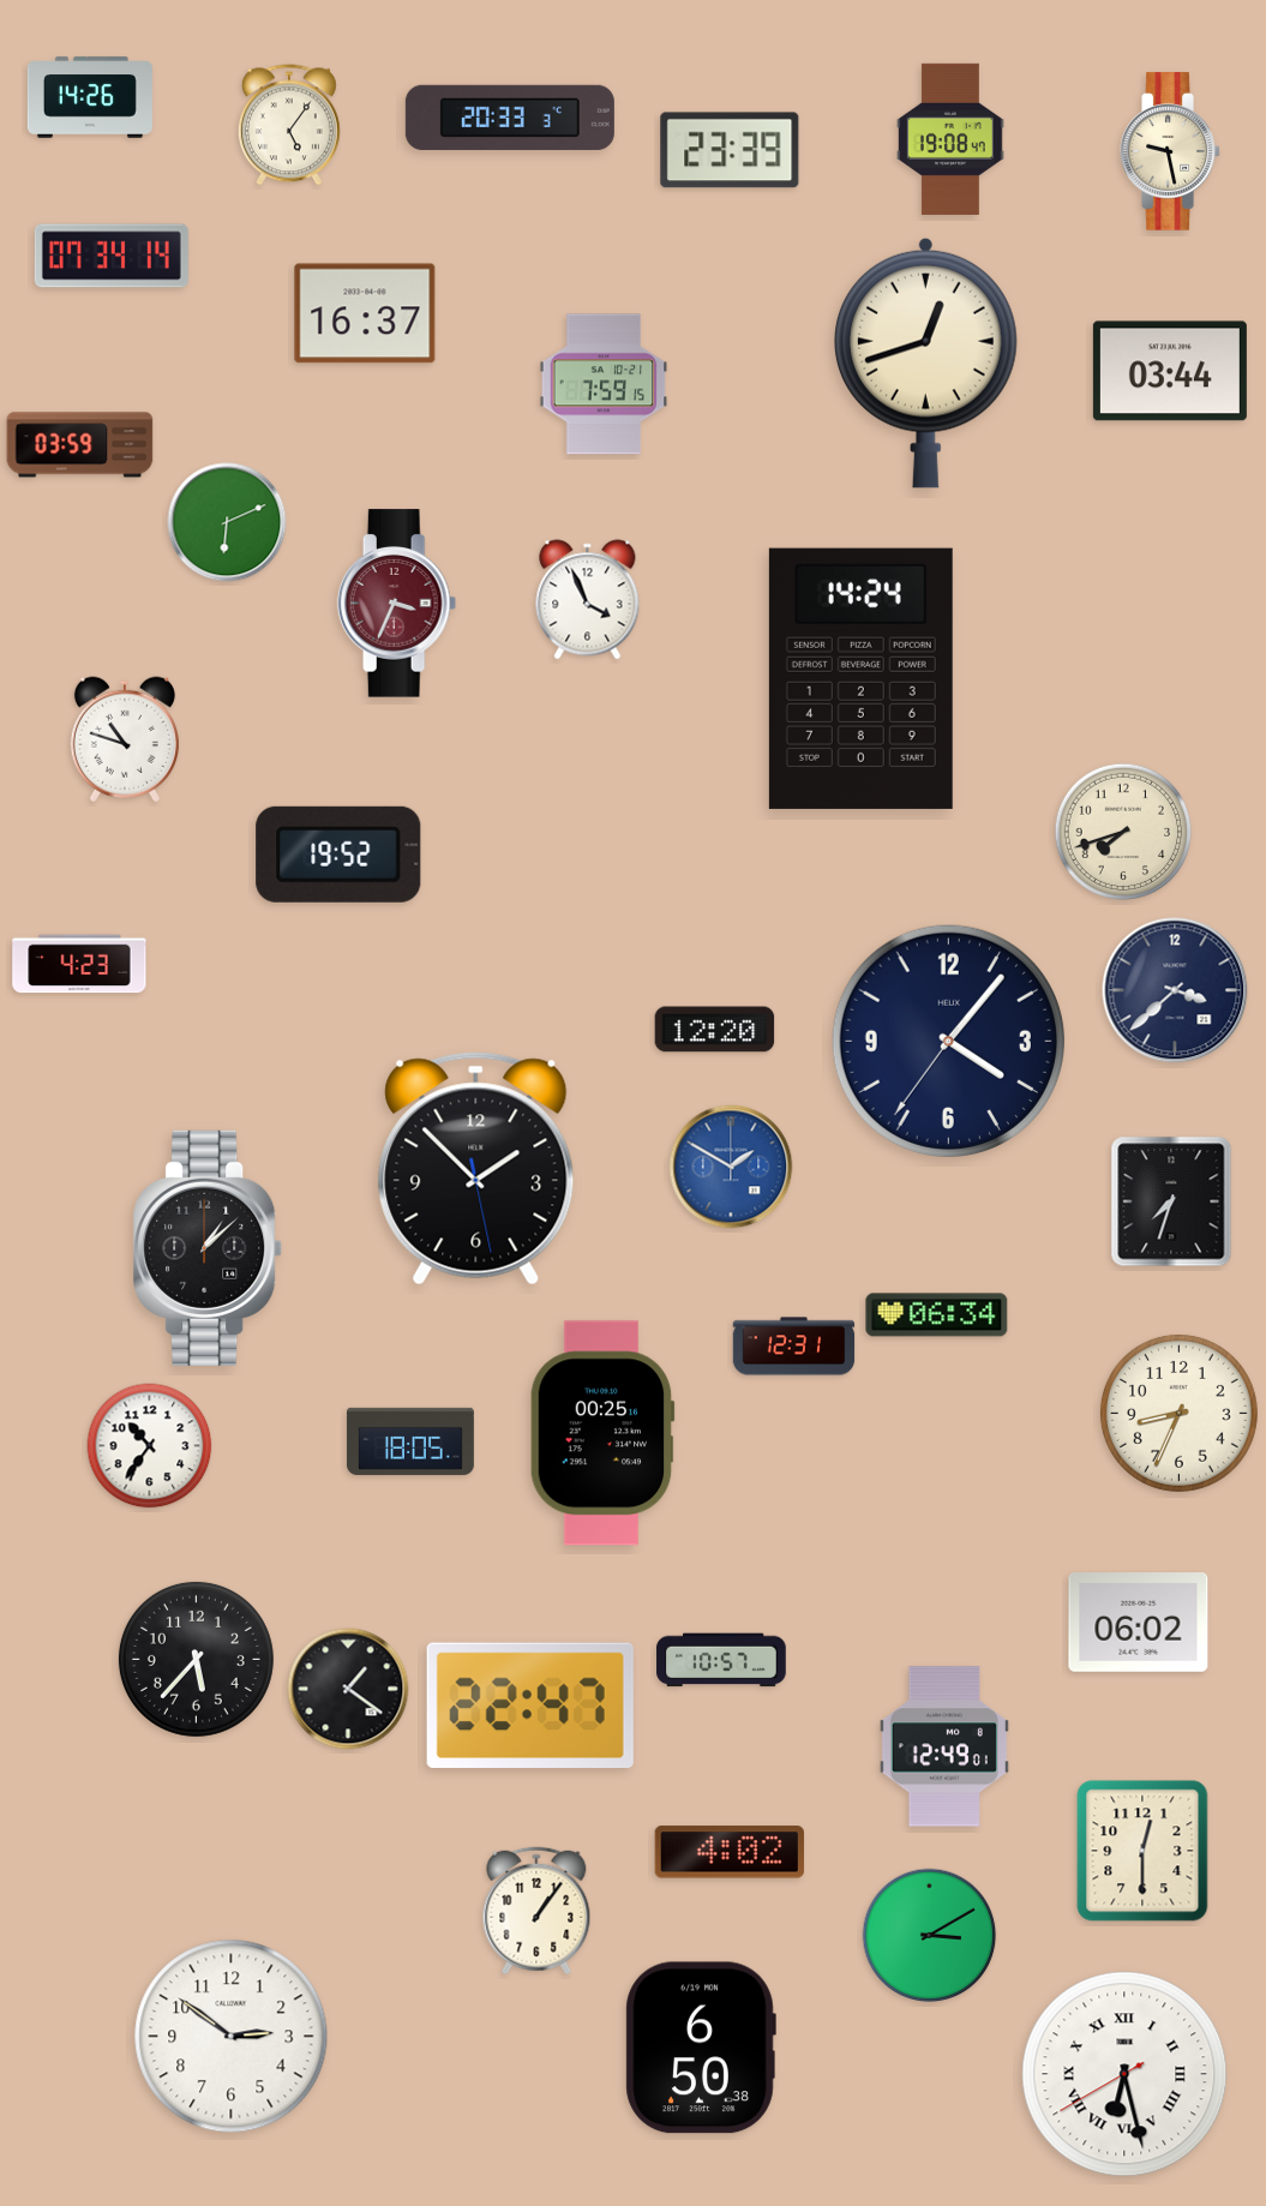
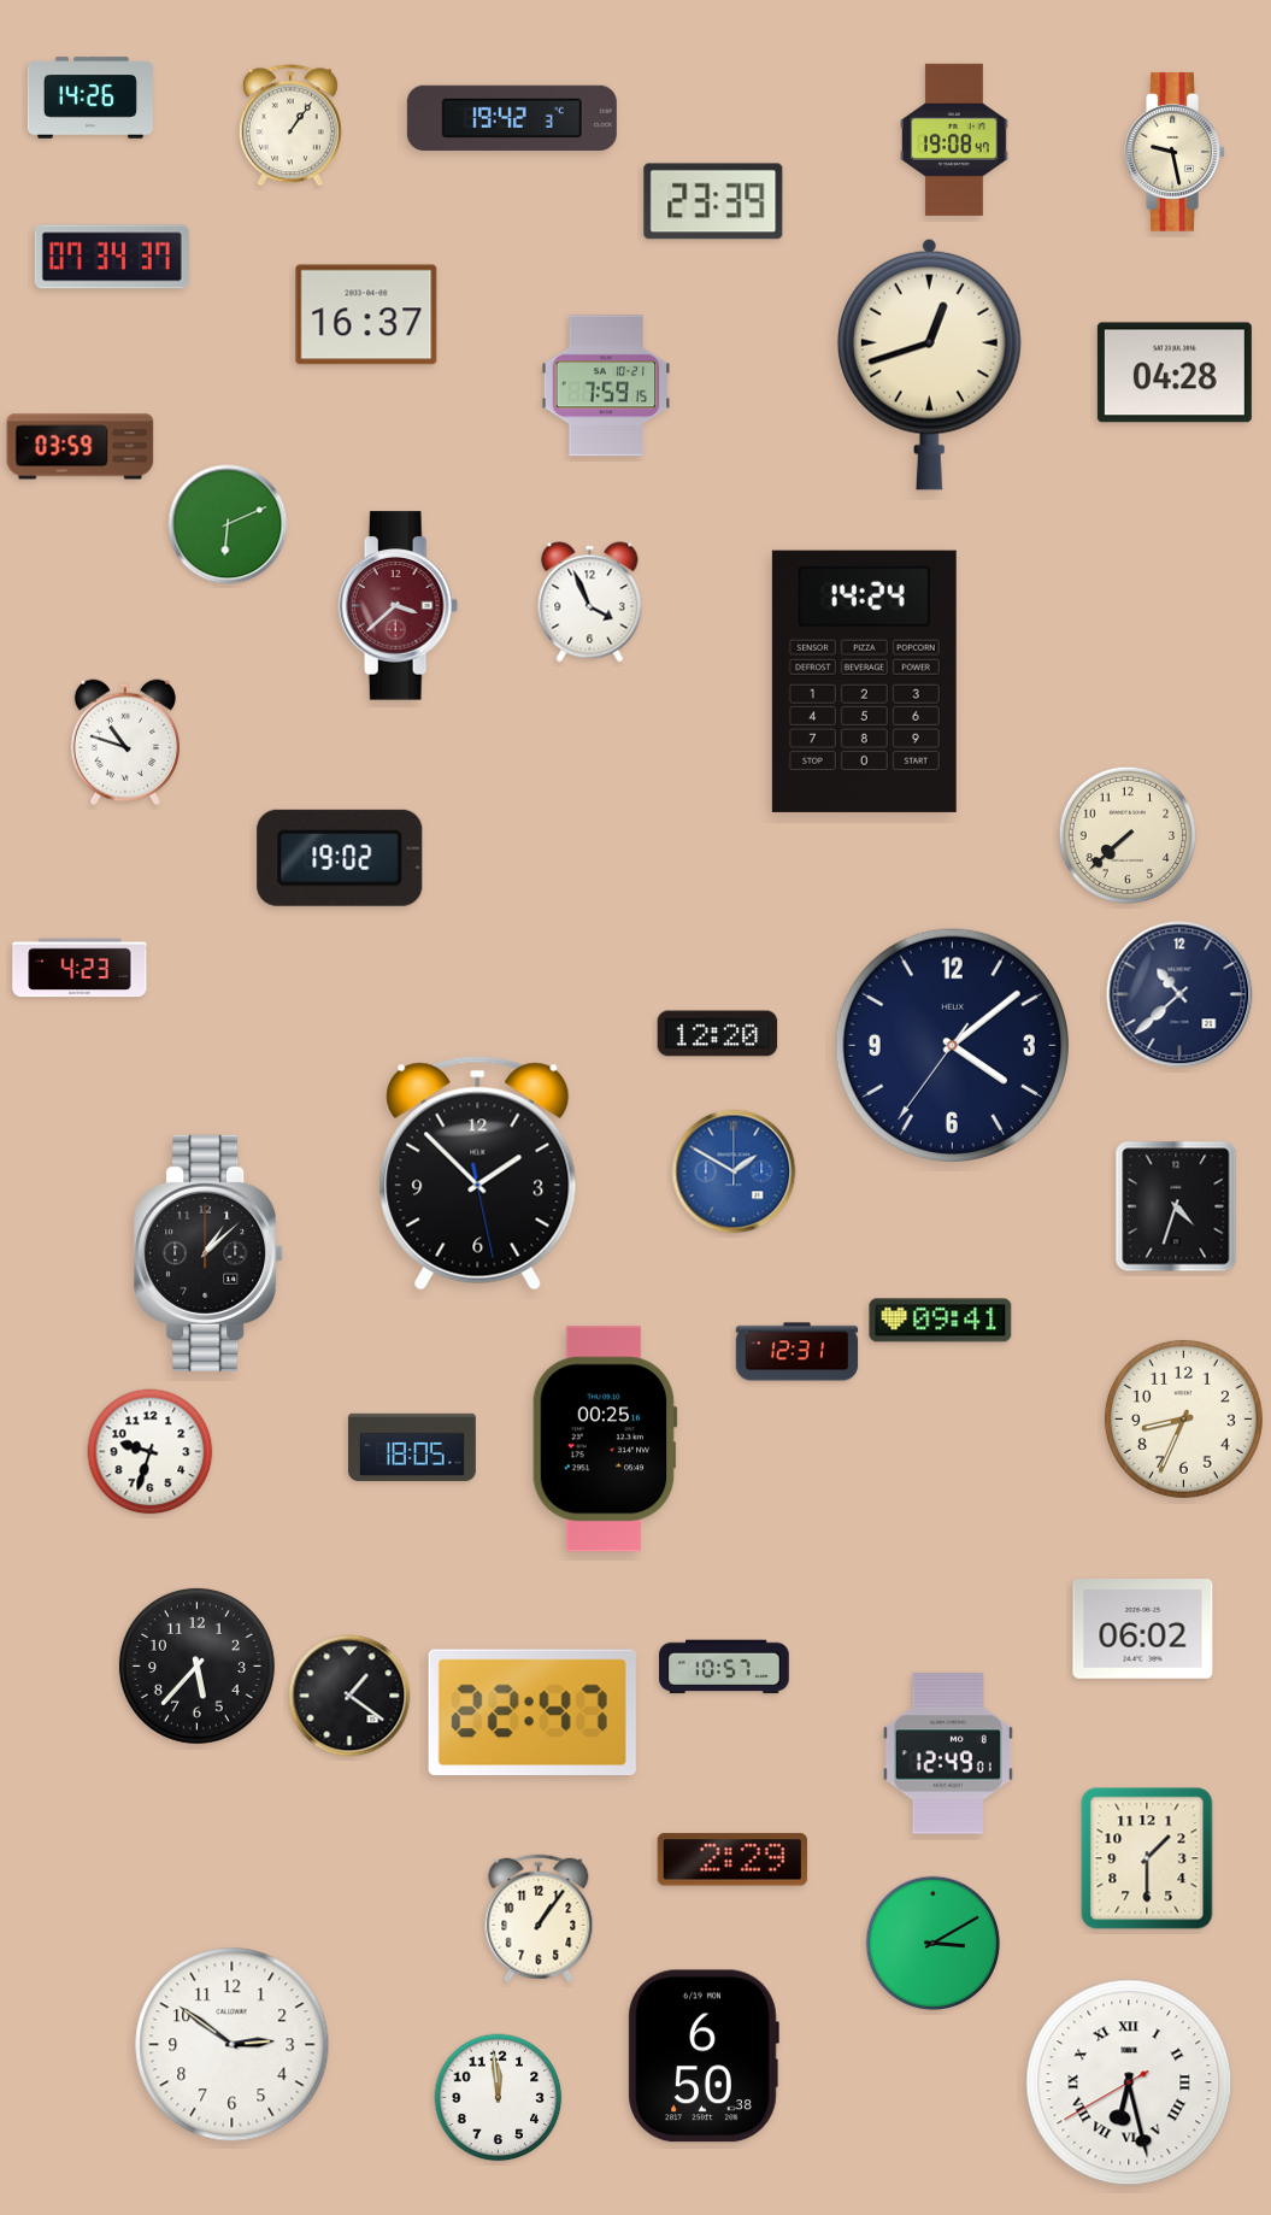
clock at (510, 118): 20:33 -> 19:42
clock at (289, 125): 5:06 -> 1:06
clock at (730, 150) position: (730, 150) -> (713, 201)
clock at (112, 256): 07:34:14 -> 07:34:37
clock at (1170, 371): 03:44 -> 04:28
clock at (397, 604): 3:34 -> 3:38
clock at (1123, 832): 7:42 -> 7:38
clock at (338, 855): 19:52 -> 19:02
clock at (1175, 990): 3:38 -> 10:38
clock at (948, 1041): 4:06 -> 4:08
clock at (1171, 1201): 7:33 -> 4:33
clock at (937, 1315): 06:34 -> 09:41
clock at (150, 1446): 10:36 -> 9:33
clock at (1142, 1851): 12:30 -> 1:30
clock at (730, 1852): 4:02 -> 2:29
clock at (499, 2098): none -> 11:59
